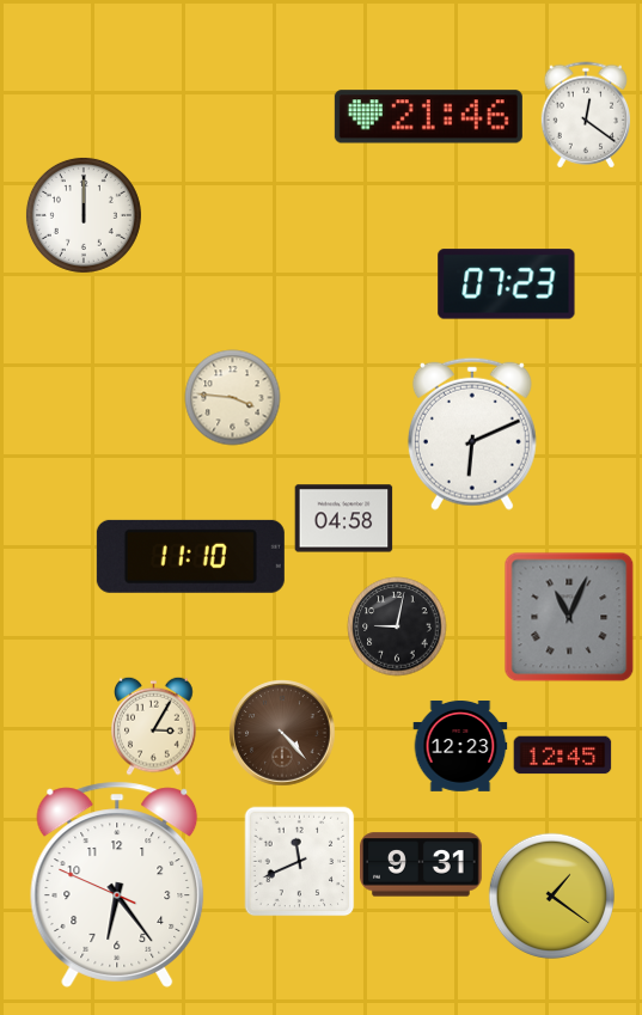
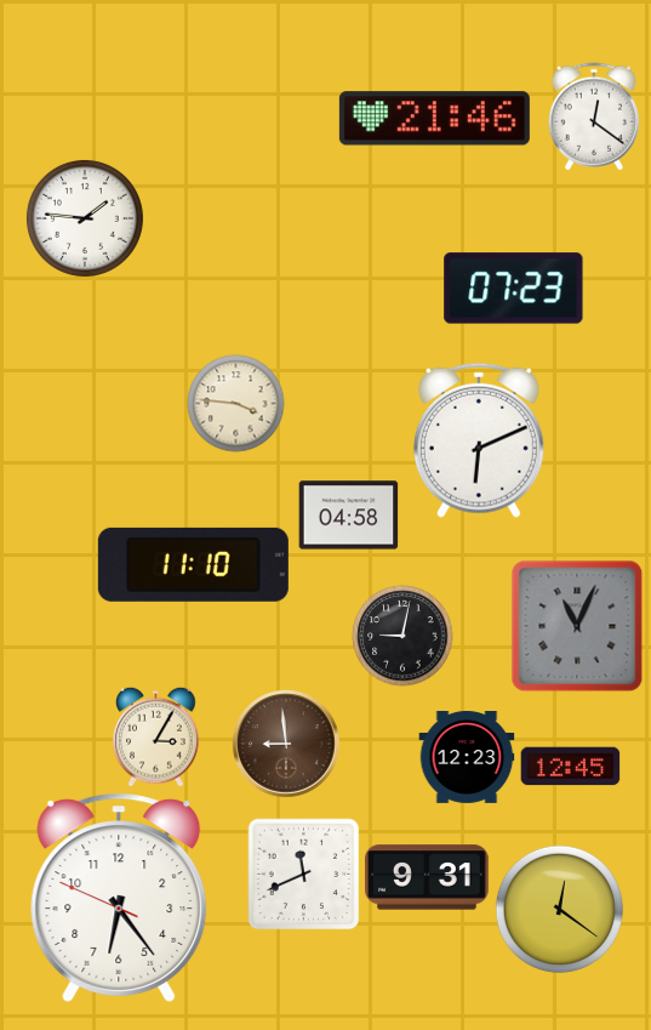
clock at (84, 215): 12:00 -> 1:46
clock at (343, 519) position: (343, 519) -> (348, 516)
clock at (282, 733): 4:23 -> 8:59
clock at (551, 895): 1:21 -> 12:21
